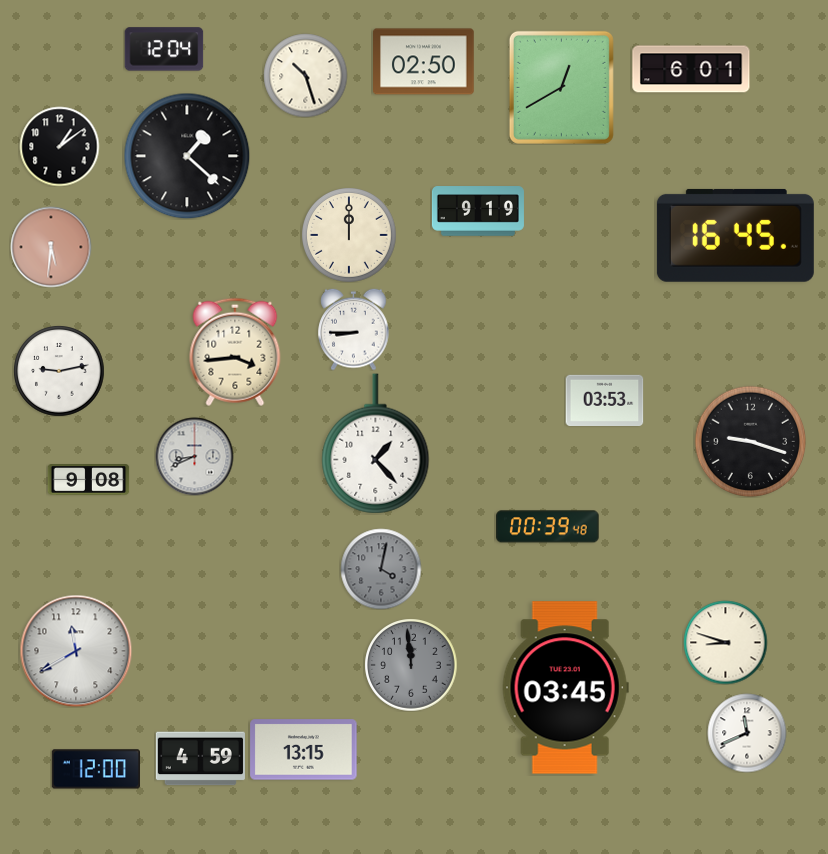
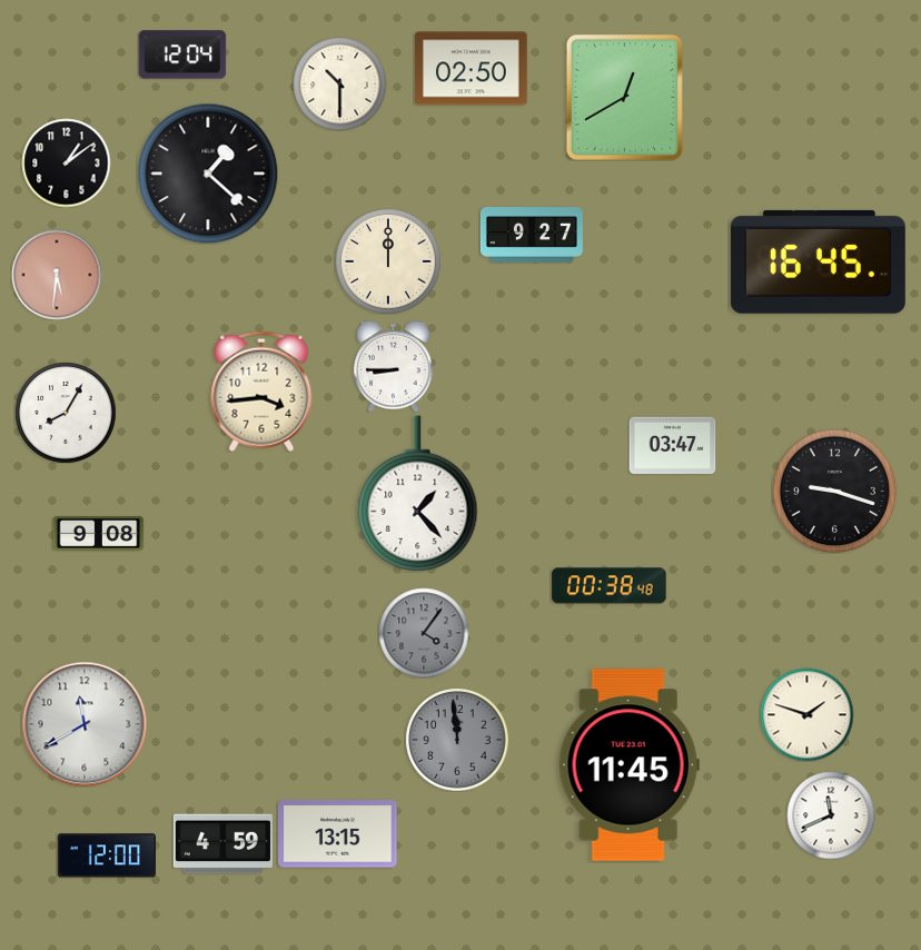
clock at (691, 69): 6:01 -> none
clock at (305, 75): 10:27 -> 10:30
clock at (478, 211): 9:19 -> 9:27
clock at (59, 371): 9:13 -> 8:05
clock at (604, 400): 03:53 -> 03:47
clock at (194, 456): 8:41 -> none
clock at (548, 527): 00:39 -> 00:38
clock at (381, 569): 4:02 -> 4:06
clock at (725, 642): 8:48 -> 1:48
clock at (565, 688): 03:45 -> 11:45
